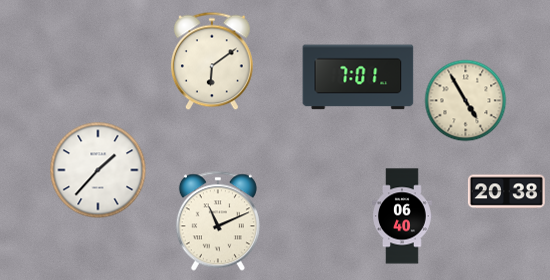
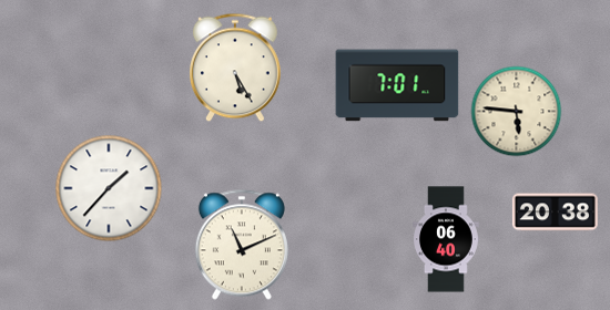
clock at (213, 61): 6:09 -> 5:25
clock at (465, 100): 4:55 -> 5:46
clock at (506, 192) position: (506, 192) -> (555, 213)
